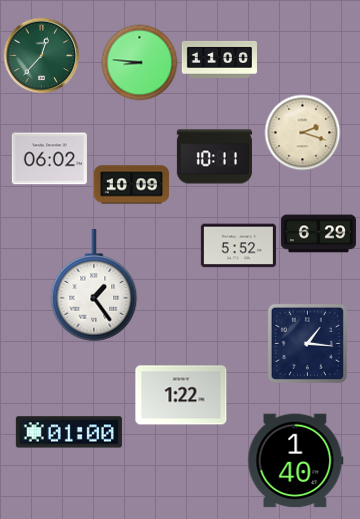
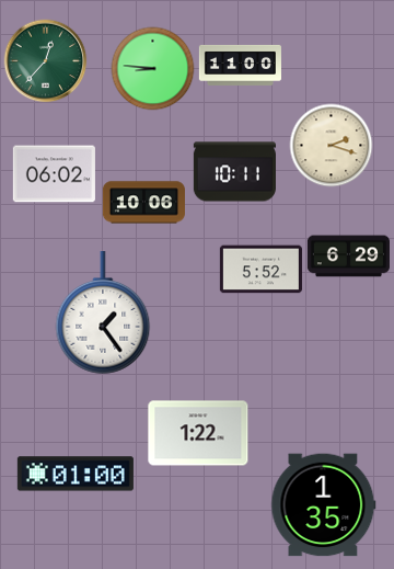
clock at (131, 185): 10:09 -> 10:06
clock at (307, 343): 1:16 -> none
clock at (296, 461): 1:40 -> 1:35
